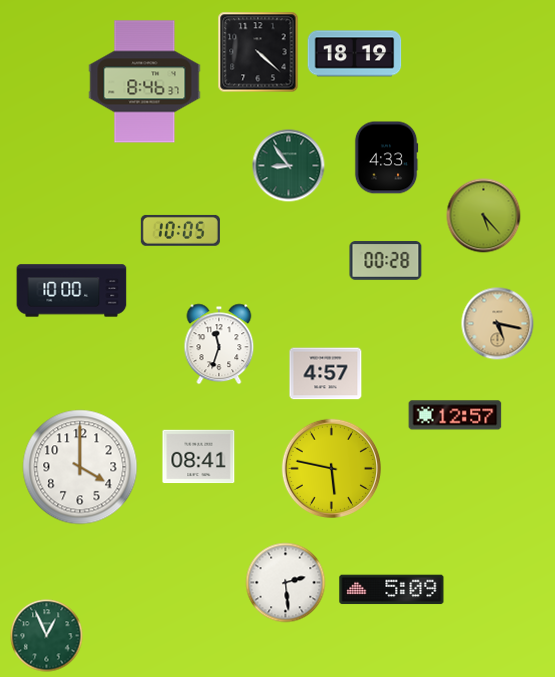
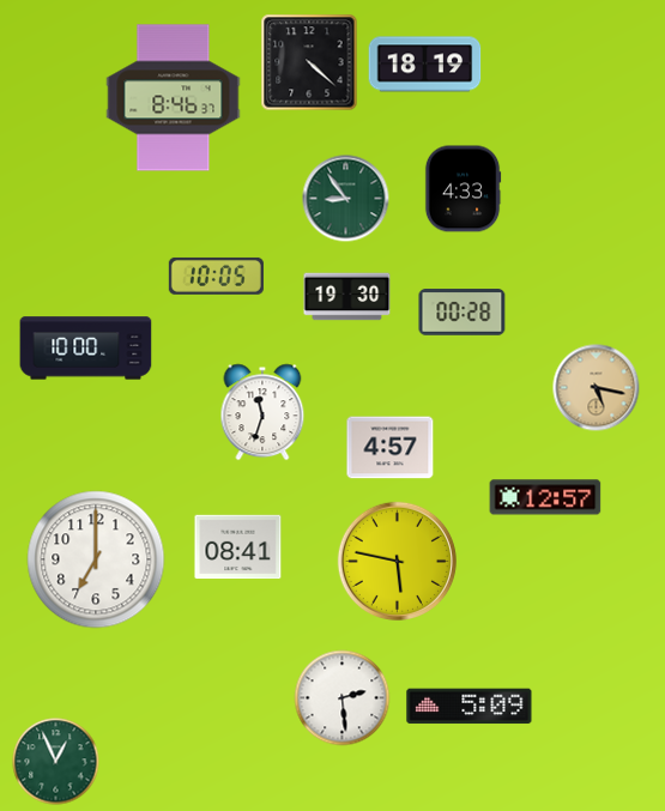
clock at (484, 216): 5:23 -> none
clock at (347, 297): none -> 19:30
clock at (80, 467): 4:00 -> 7:00
